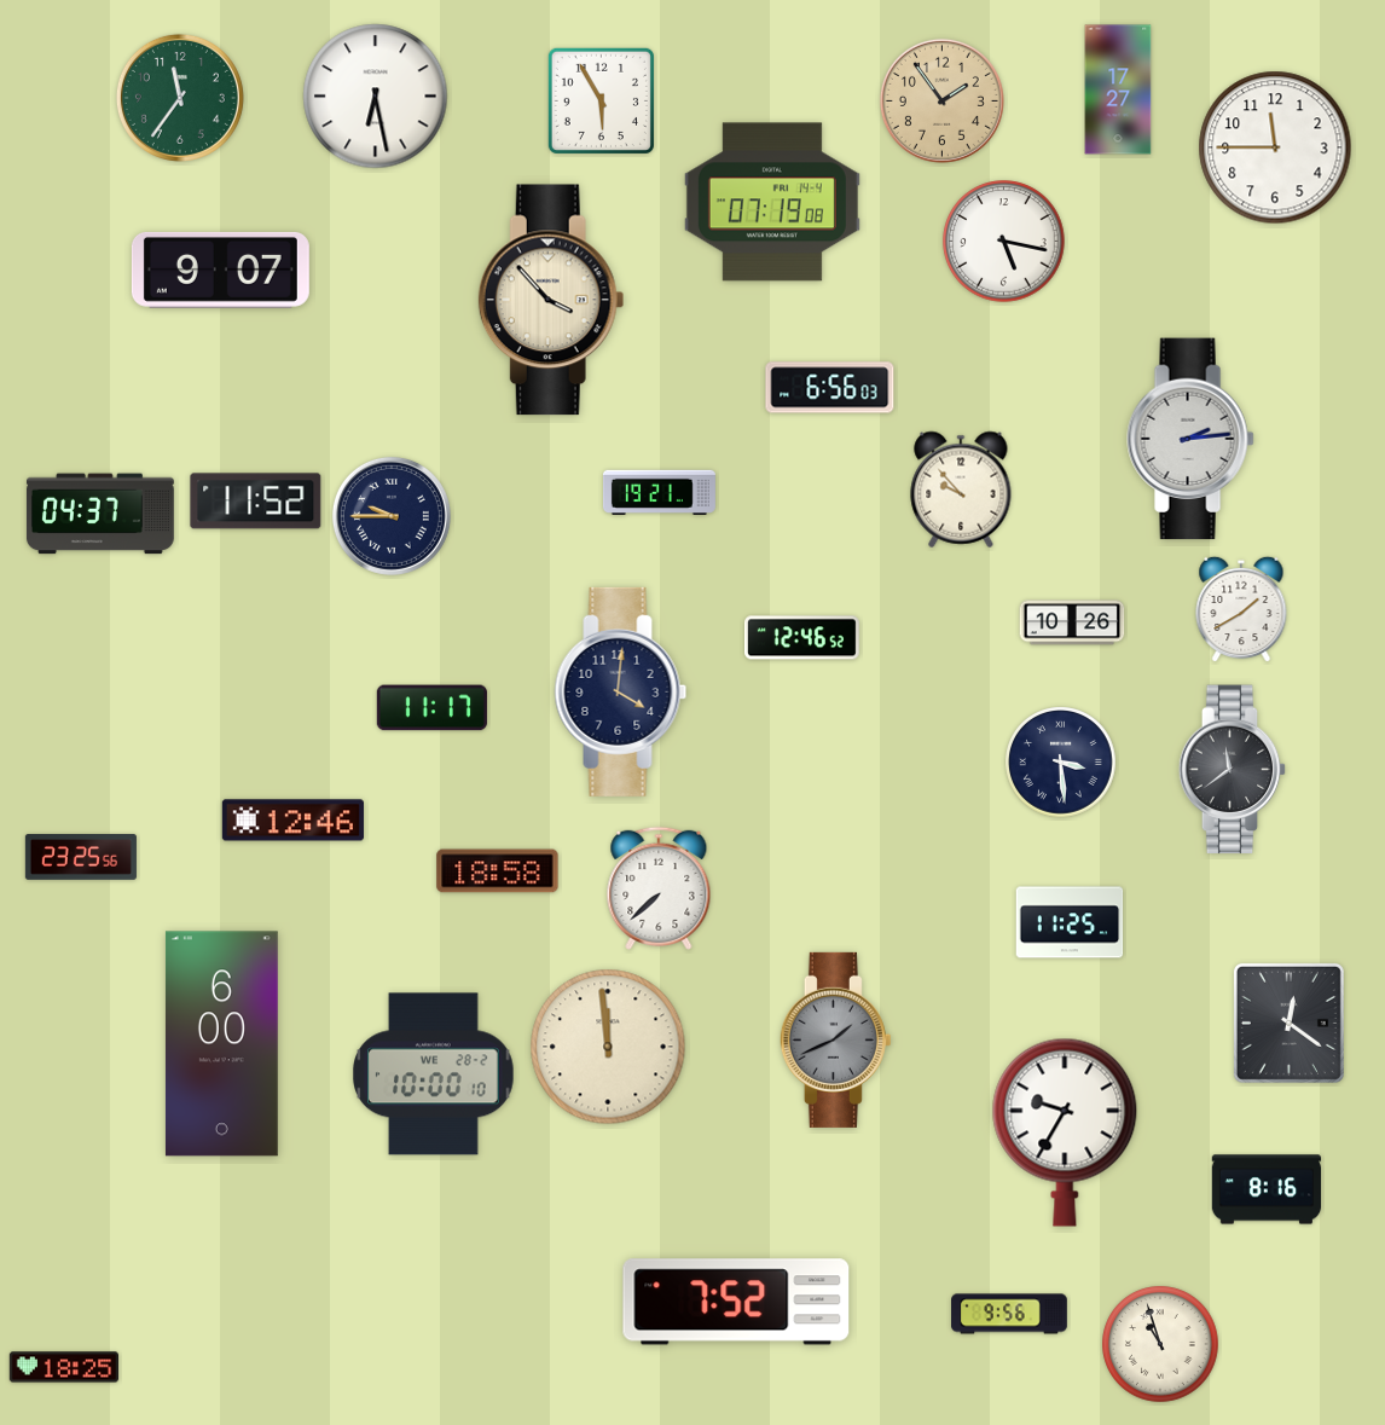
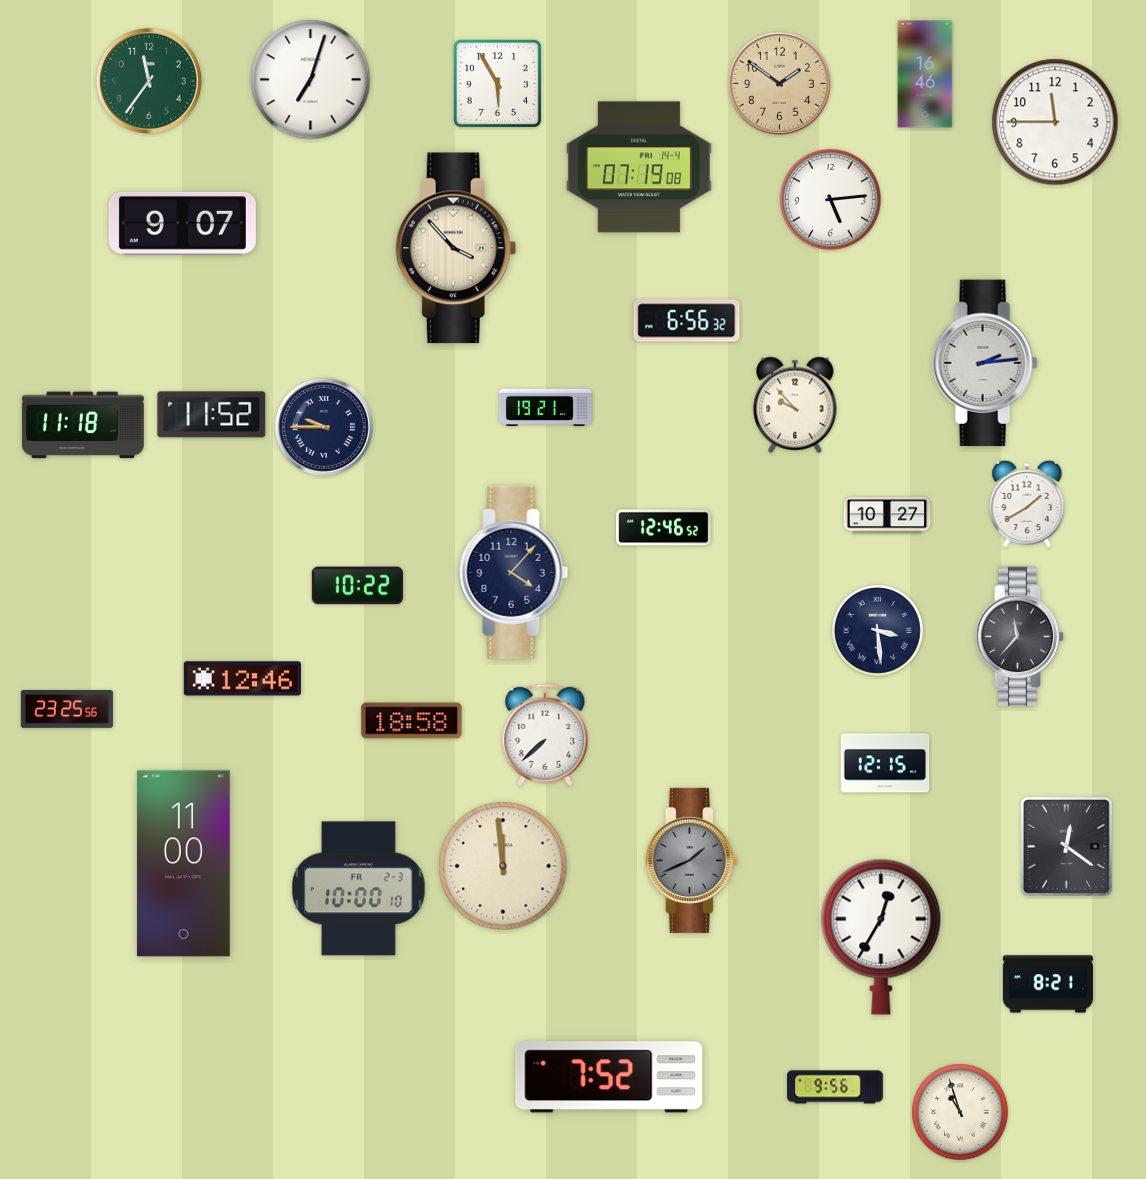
clock at (1118, 89): 17:27 -> 16:46
clock at (376, 97): 6:28 -> 7:03
clock at (941, 100): 1:54 -> 1:51
clock at (1004, 242): 5:17 -> 5:14
clock at (830, 388): 6:56:03 -> 6:56:32
clock at (100, 514): 04:37 -> 11:18
clock at (1072, 622): 10:26 -> 10:27
clock at (621, 691): 4:01 -> 4:07
clock at (431, 708): 11:17 -> 10:22
clock at (1233, 770): 11:39 -> 11:37
clock at (1070, 922): 11:25 -> 12:15
clock at (221, 1044): 6:00 -> 11:00
clock at (434, 1074) date: WE 28-2 -> FR 2-3
clock at (1065, 1133): 9:35 -> 12:35
clock at (1265, 1189): 8:16 -> 8:21
clock at (63, 1367): 18:25 -> none
